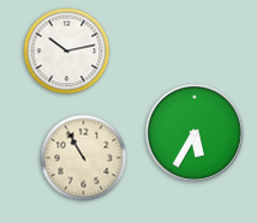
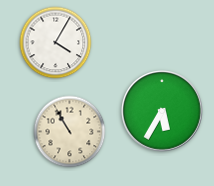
clock at (67, 52): 10:13 -> 4:05
